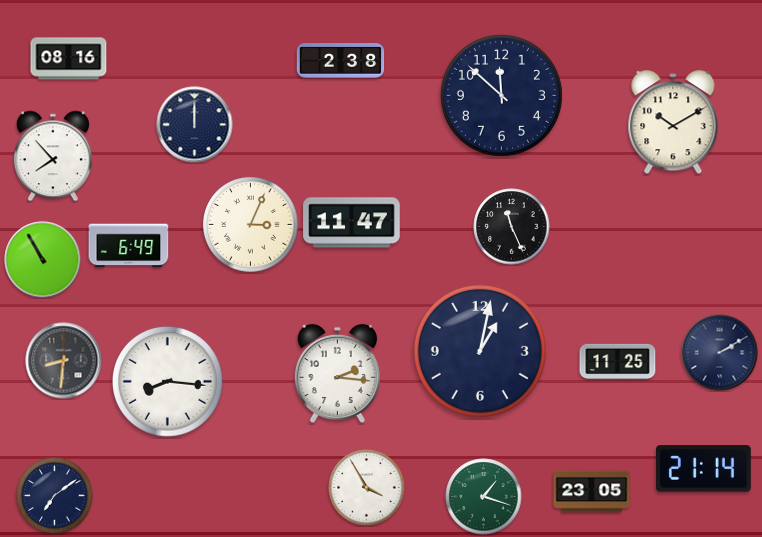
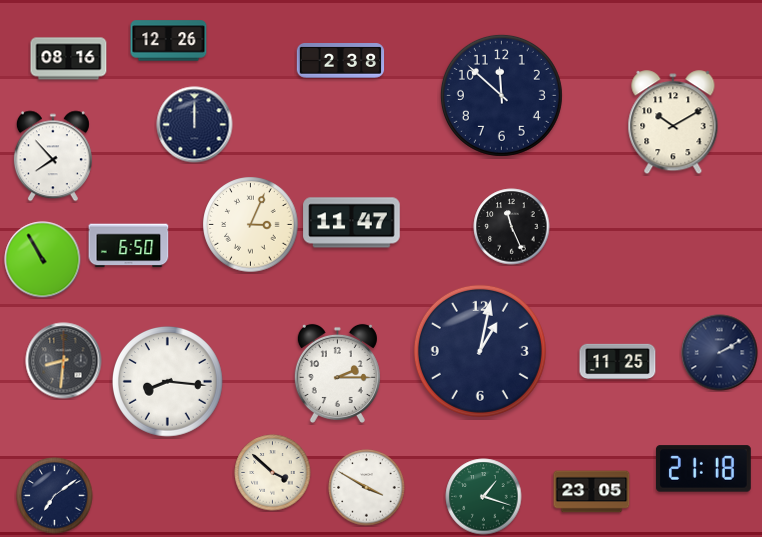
clock at (169, 41): none -> 12:26
clock at (129, 246): 6:49 -> 6:50
clock at (337, 373): 2:16 -> 2:15
clock at (704, 469): 21:14 -> 21:18
clock at (273, 473): none -> 3:52
clock at (367, 488): 3:55 -> 3:50
